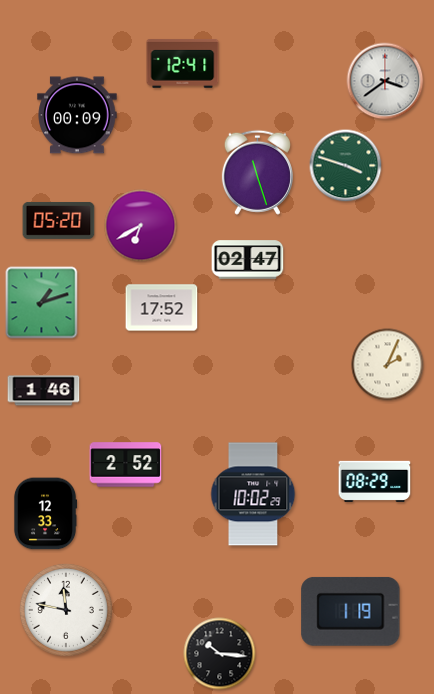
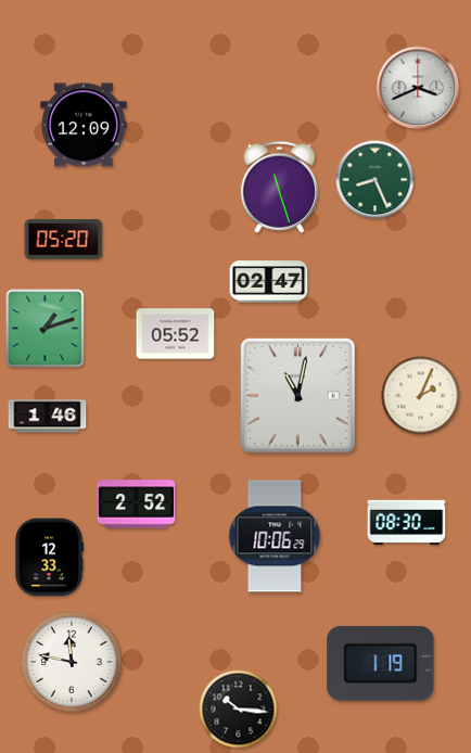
clock at (183, 63): 12:41 -> none
clock at (385, 81): 3:39 -> 3:41
clock at (77, 115): 00:09 -> 12:09
clock at (346, 166): 3:48 -> 8:26
clock at (141, 226): 6:40 -> none
clock at (162, 308): 17:52 -> 05:52
clock at (298, 396): none -> 11:02
clock at (44, 391) position: (44, 391) -> (48, 417)
clock at (375, 481): 08:29 -> 08:30
clock at (253, 494): 10:02 -> 10:06
